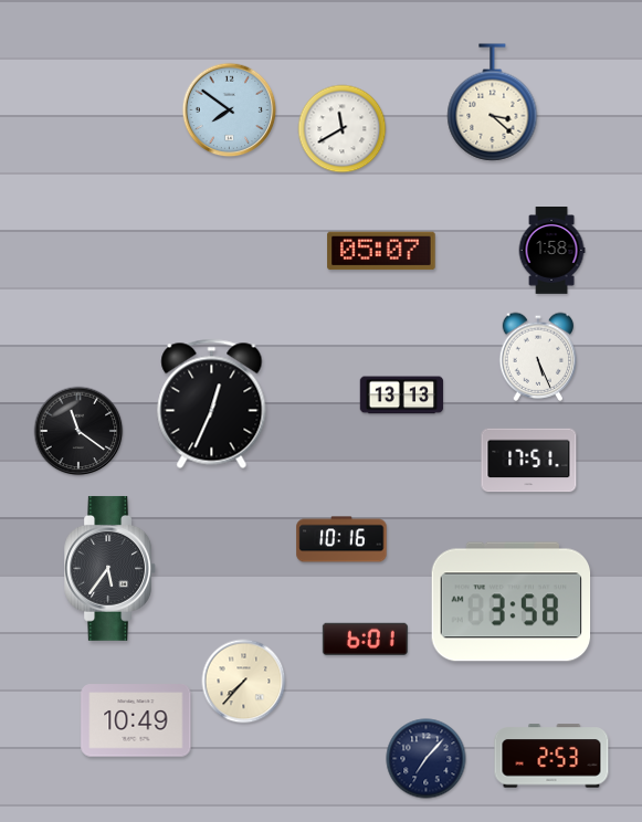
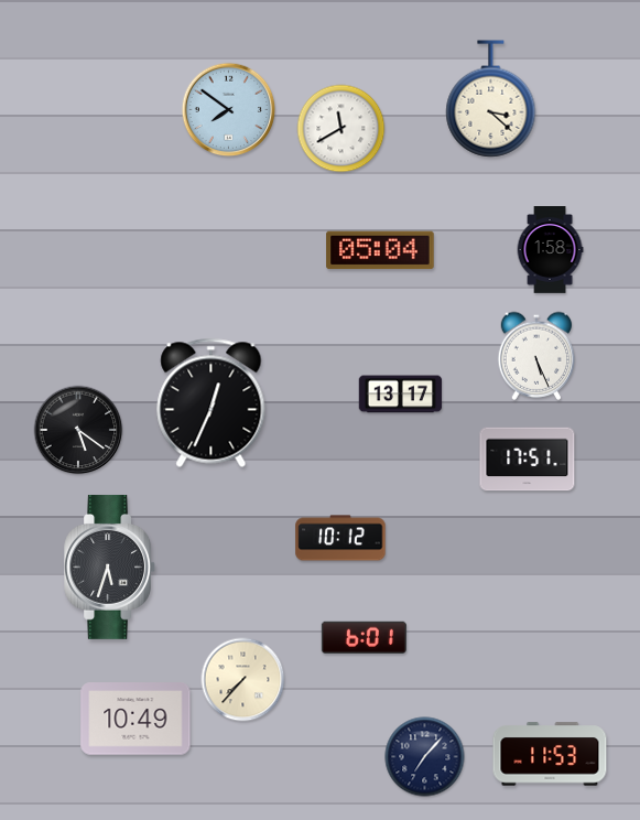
clock at (493, 103) position: (493, 103) -> (491, 99)
clock at (381, 251): 05:07 -> 05:04
clock at (402, 396): 13:13 -> 13:17
clock at (78, 431): 11:21 -> 5:21
clock at (341, 539): 10:16 -> 10:12
clock at (109, 568): 5:36 -> 5:33
clock at (512, 602): 3:58 -> none
clock at (551, 756): 2:53 -> 11:53
